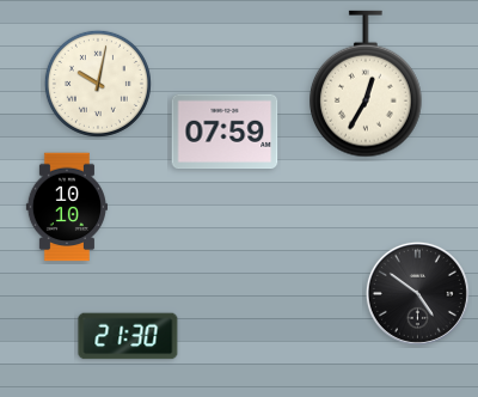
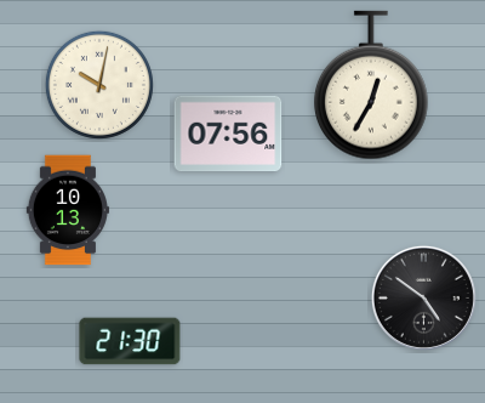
clock at (225, 132): 07:59 -> 07:56
clock at (67, 207): 10:10 -> 10:13
